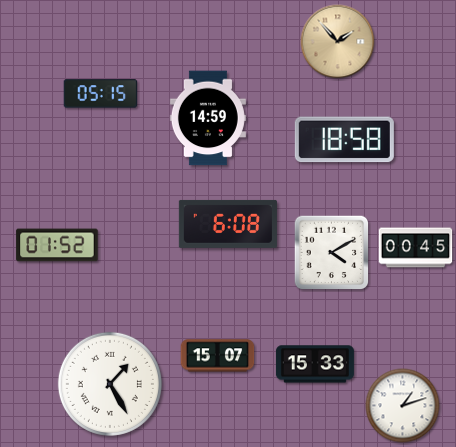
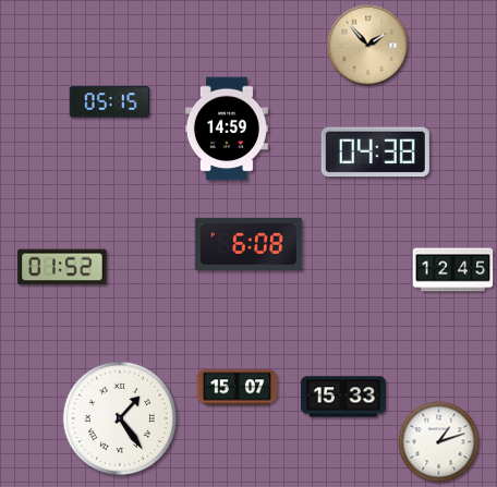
clock at (344, 140): 18:58 -> 04:38
clock at (416, 248): 00:45 -> 12:45
clock at (332, 253): 4:10 -> none
clock at (110, 384): 1:25 -> 1:24
